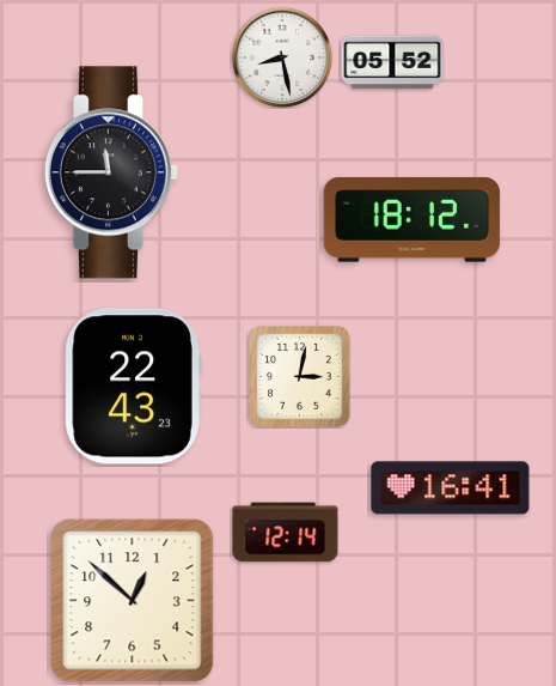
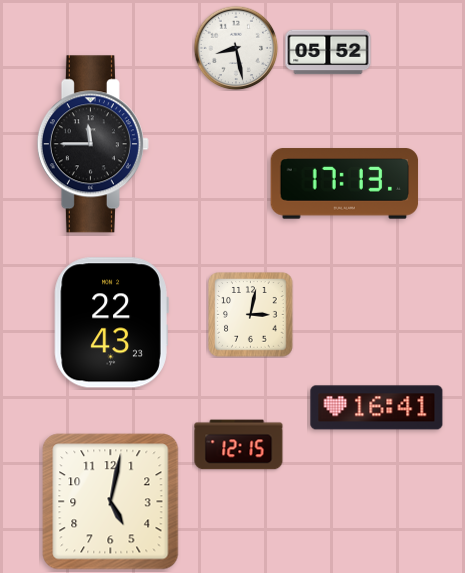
clock at (413, 220): 18:12 -> 17:13
clock at (286, 533): 12:14 -> 12:15
clock at (133, 601): 12:52 -> 5:02
